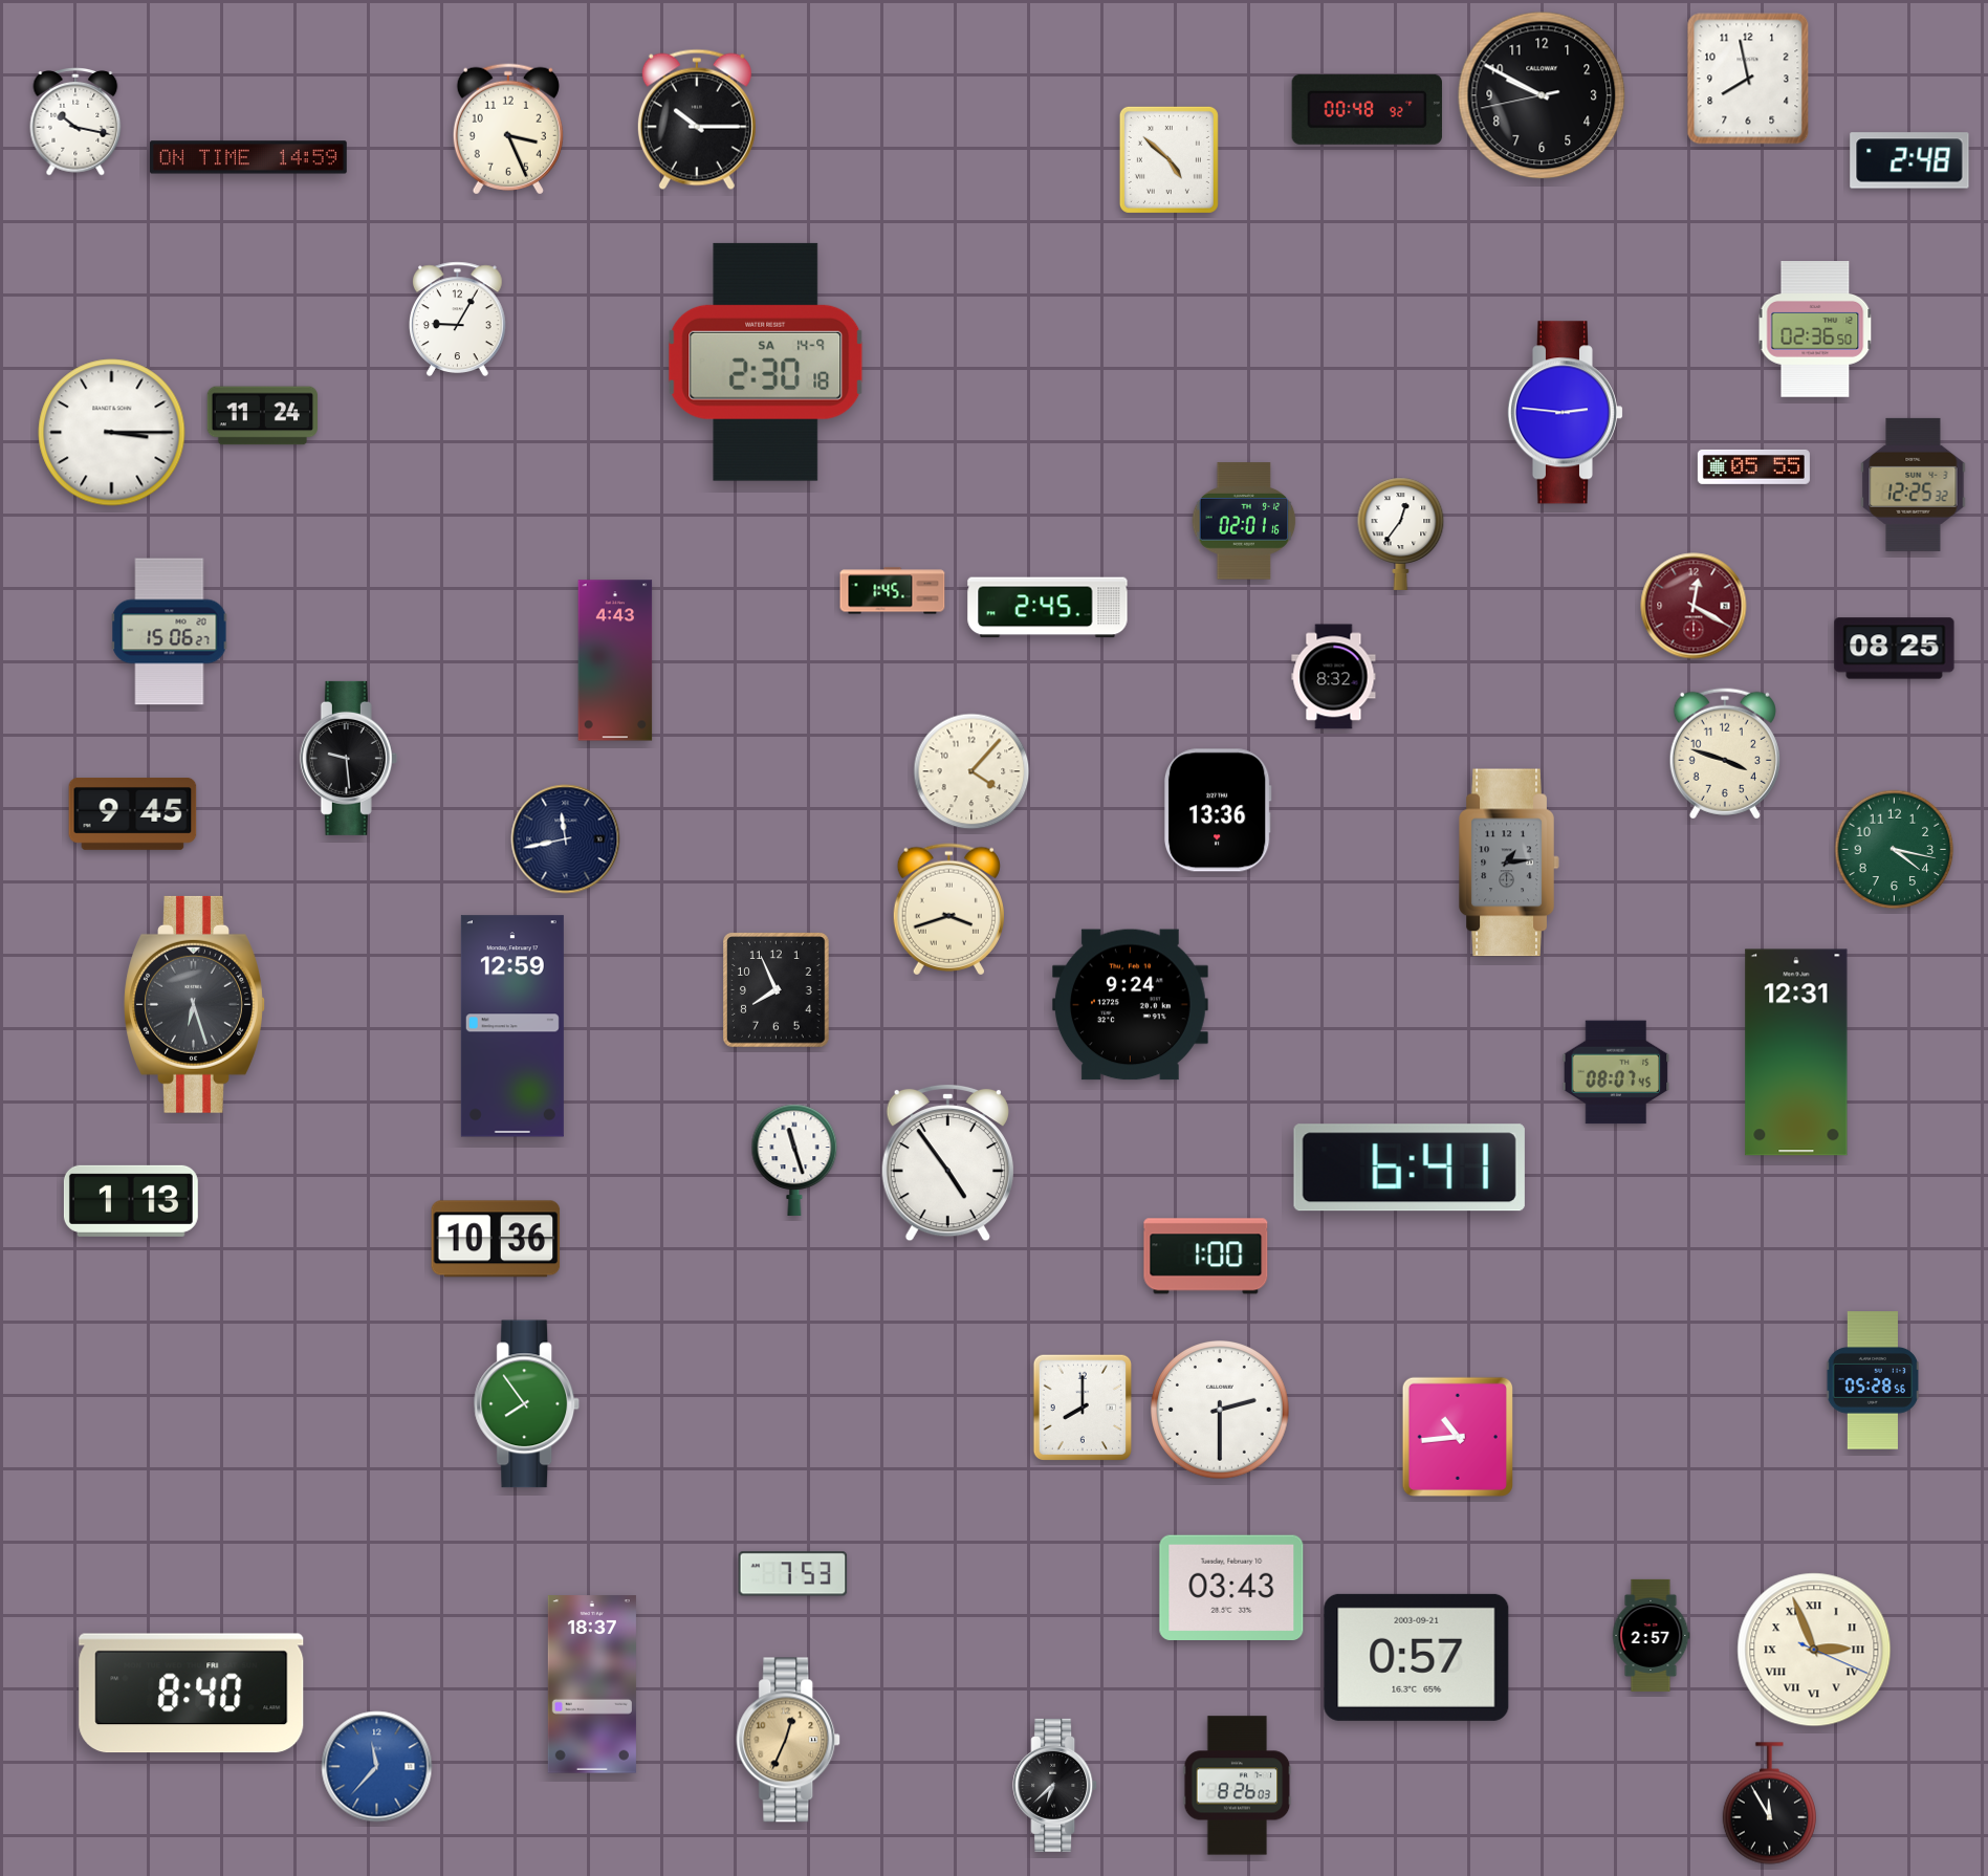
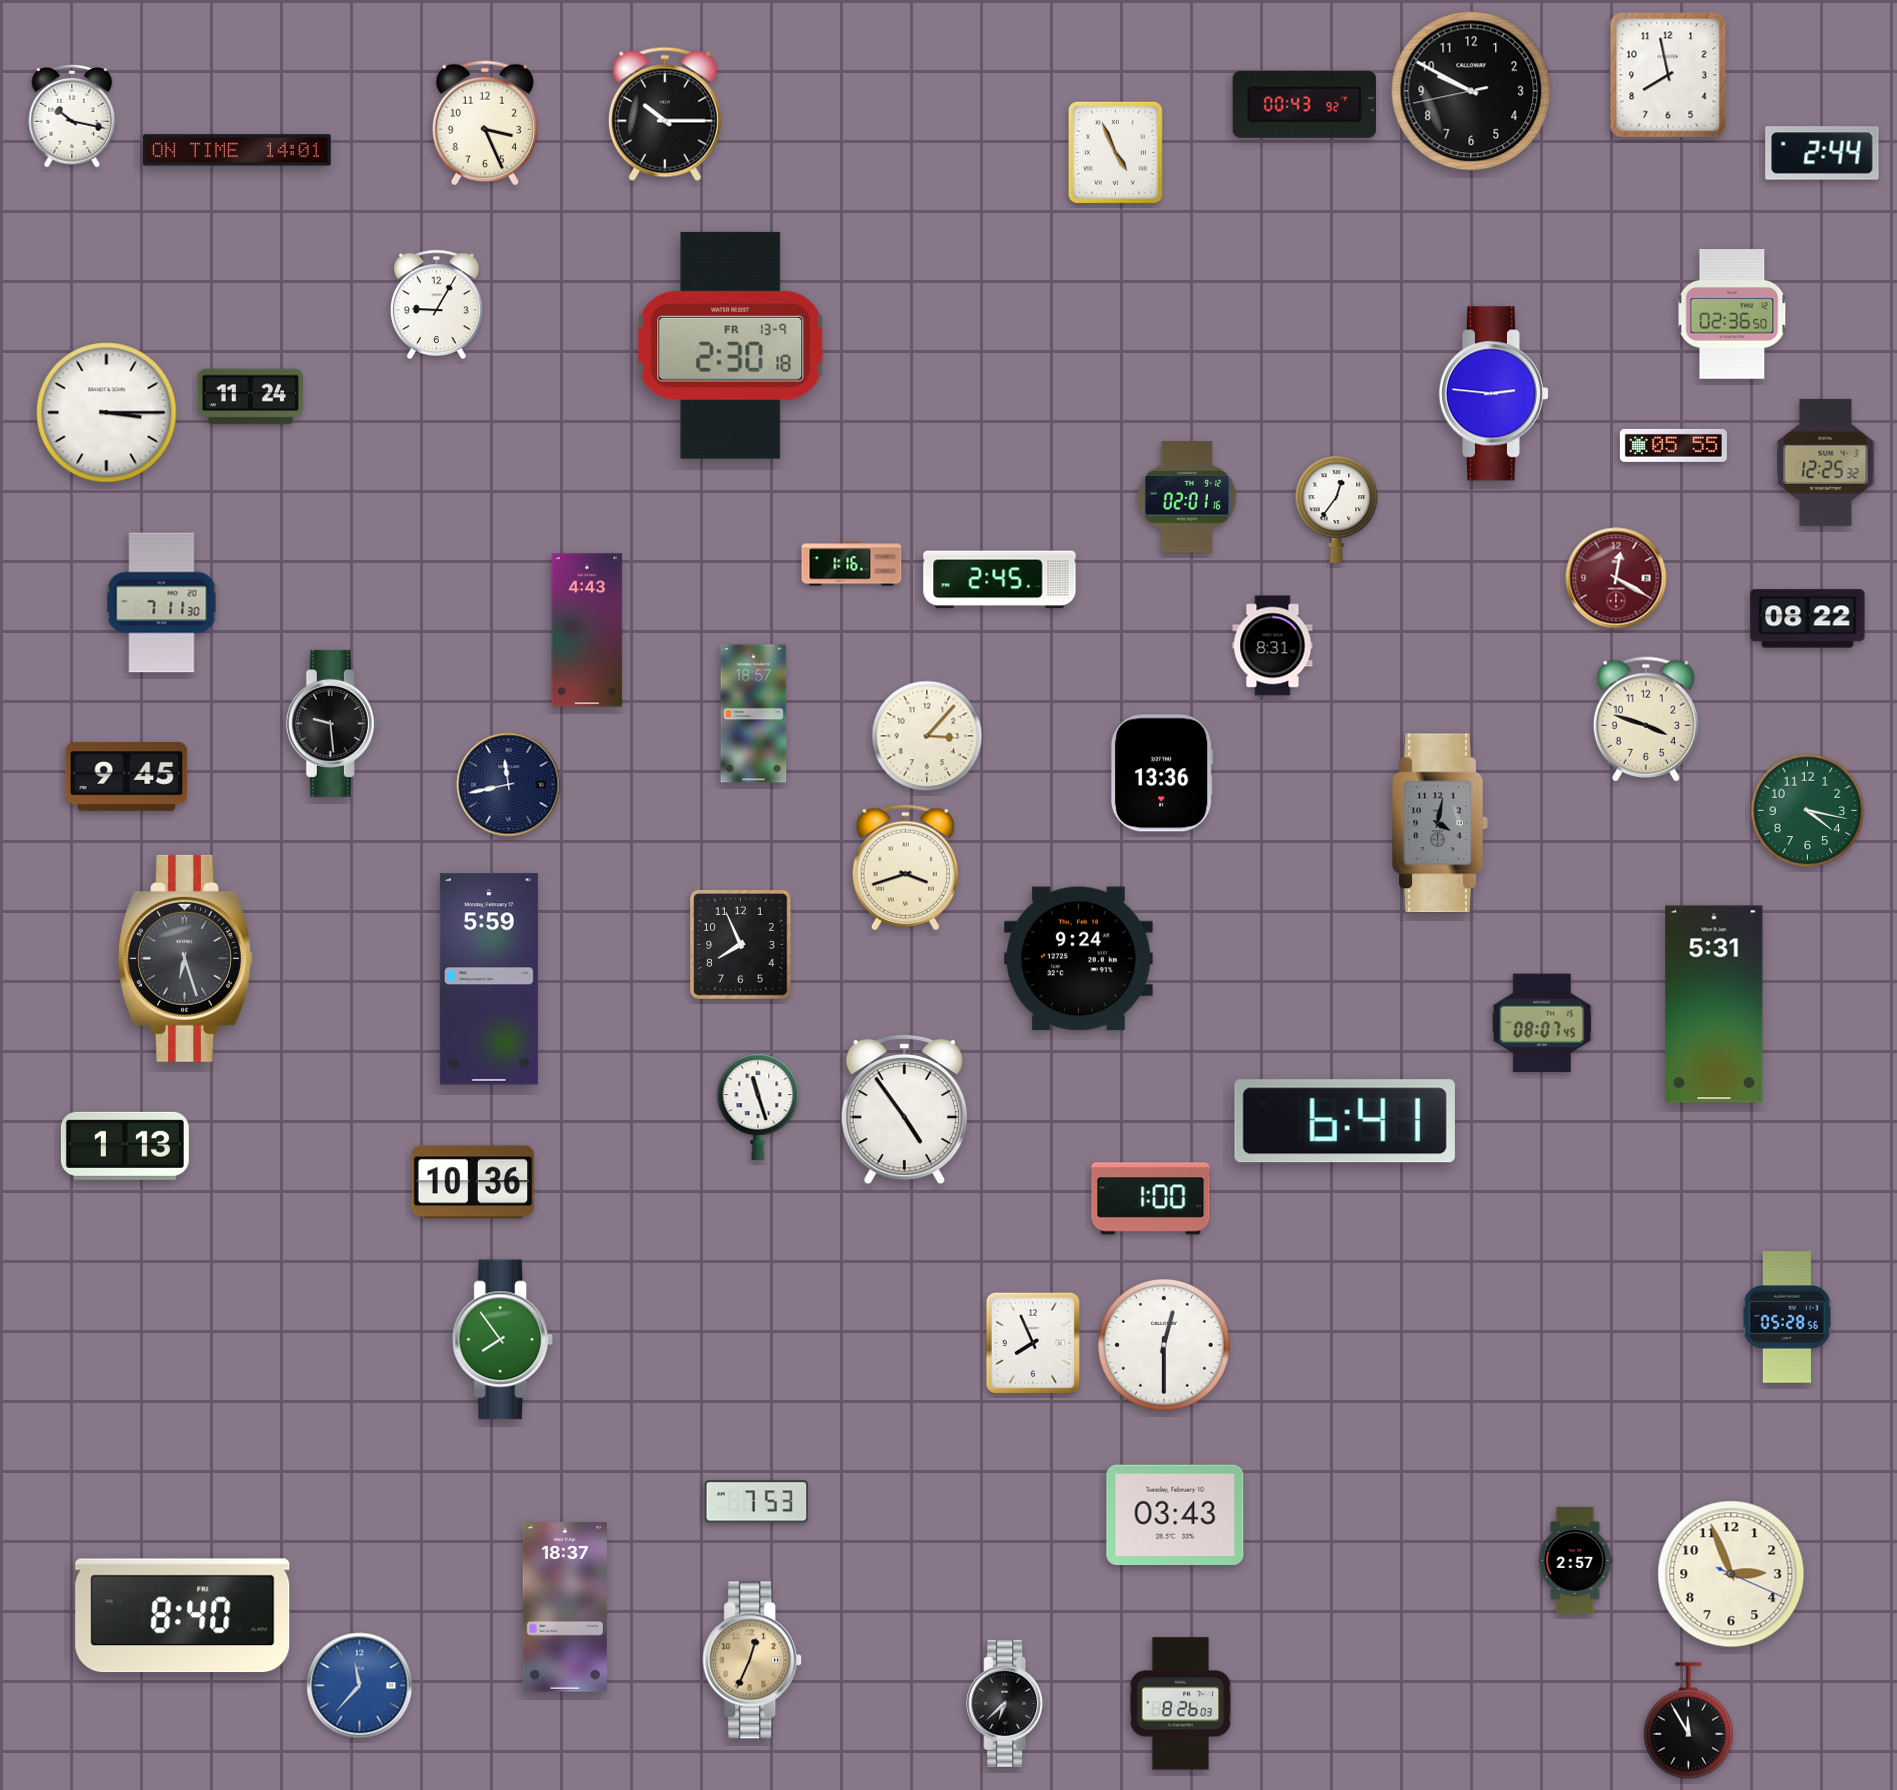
clock at (1367, 109): 00:48 -> 00:43
clock at (249, 157): 14:59 -> 14:01
clock at (1168, 159): 4:52 -> 4:56
clock at (1909, 160): 2:48 -> 2:44
clock at (766, 362) date: SA 14-9 -> FR 13-9
clock at (893, 591): 1:45 -> 1:16
clock at (170, 632): 15:06 -> 7:11
clock at (1895, 649): 08:25 -> 08:22
clock at (1334, 677): 8:32 -> 8:31
clock at (754, 714): none -> 18:57
clock at (971, 771): 4:07 -> 3:07
clock at (566, 839) position: (566, 839) -> (509, 785)
clock at (1509, 863): 1:14 -> 4:02
clock at (512, 1026): 12:59 -> 5:59
clock at (1796, 1052): 12:31 -> 5:31
clock at (1410, 1168) position: (1410, 1168) -> (1345, 1121)
clock at (1082, 1408): 8:00 -> 7:56
clock at (1221, 1411): 2:30 -> 12:30
clock at (1458, 1437): 10:44 -> none
clock at (1814, 1650) numerals: Roman -> Arabic
clock at (1417, 1657): 0:57 -> none
